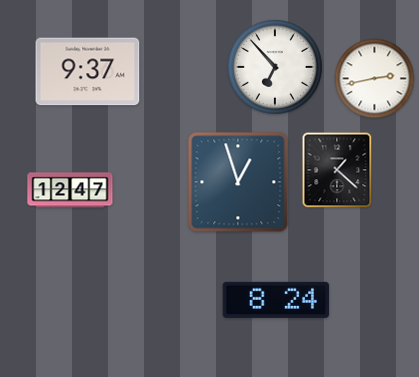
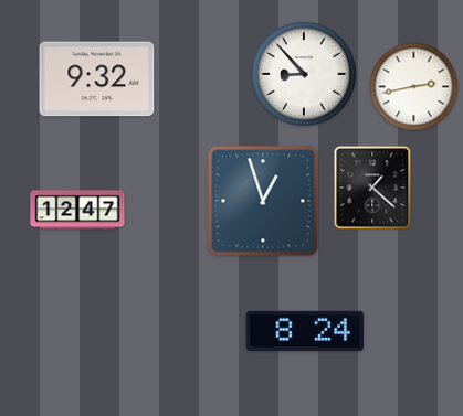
clock at (275, 67): 6:53 -> 8:53
clock at (88, 72): 9:37 -> 9:32
